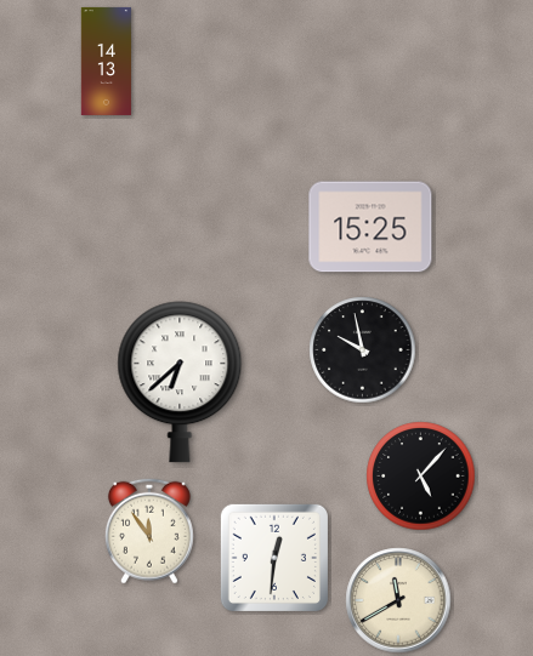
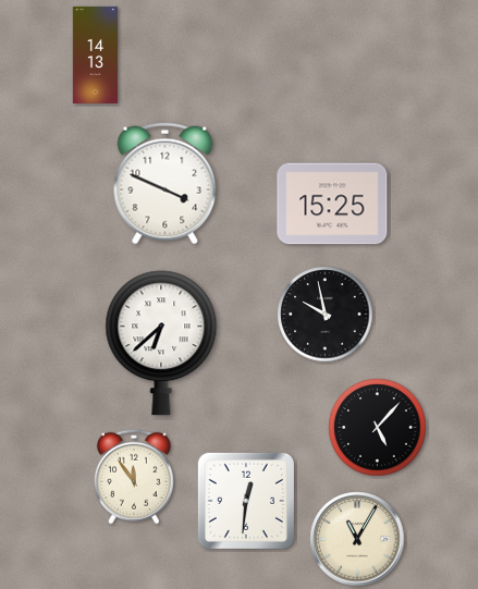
clock at (166, 184): none -> 3:49
clock at (398, 600): 11:40 -> 11:05
